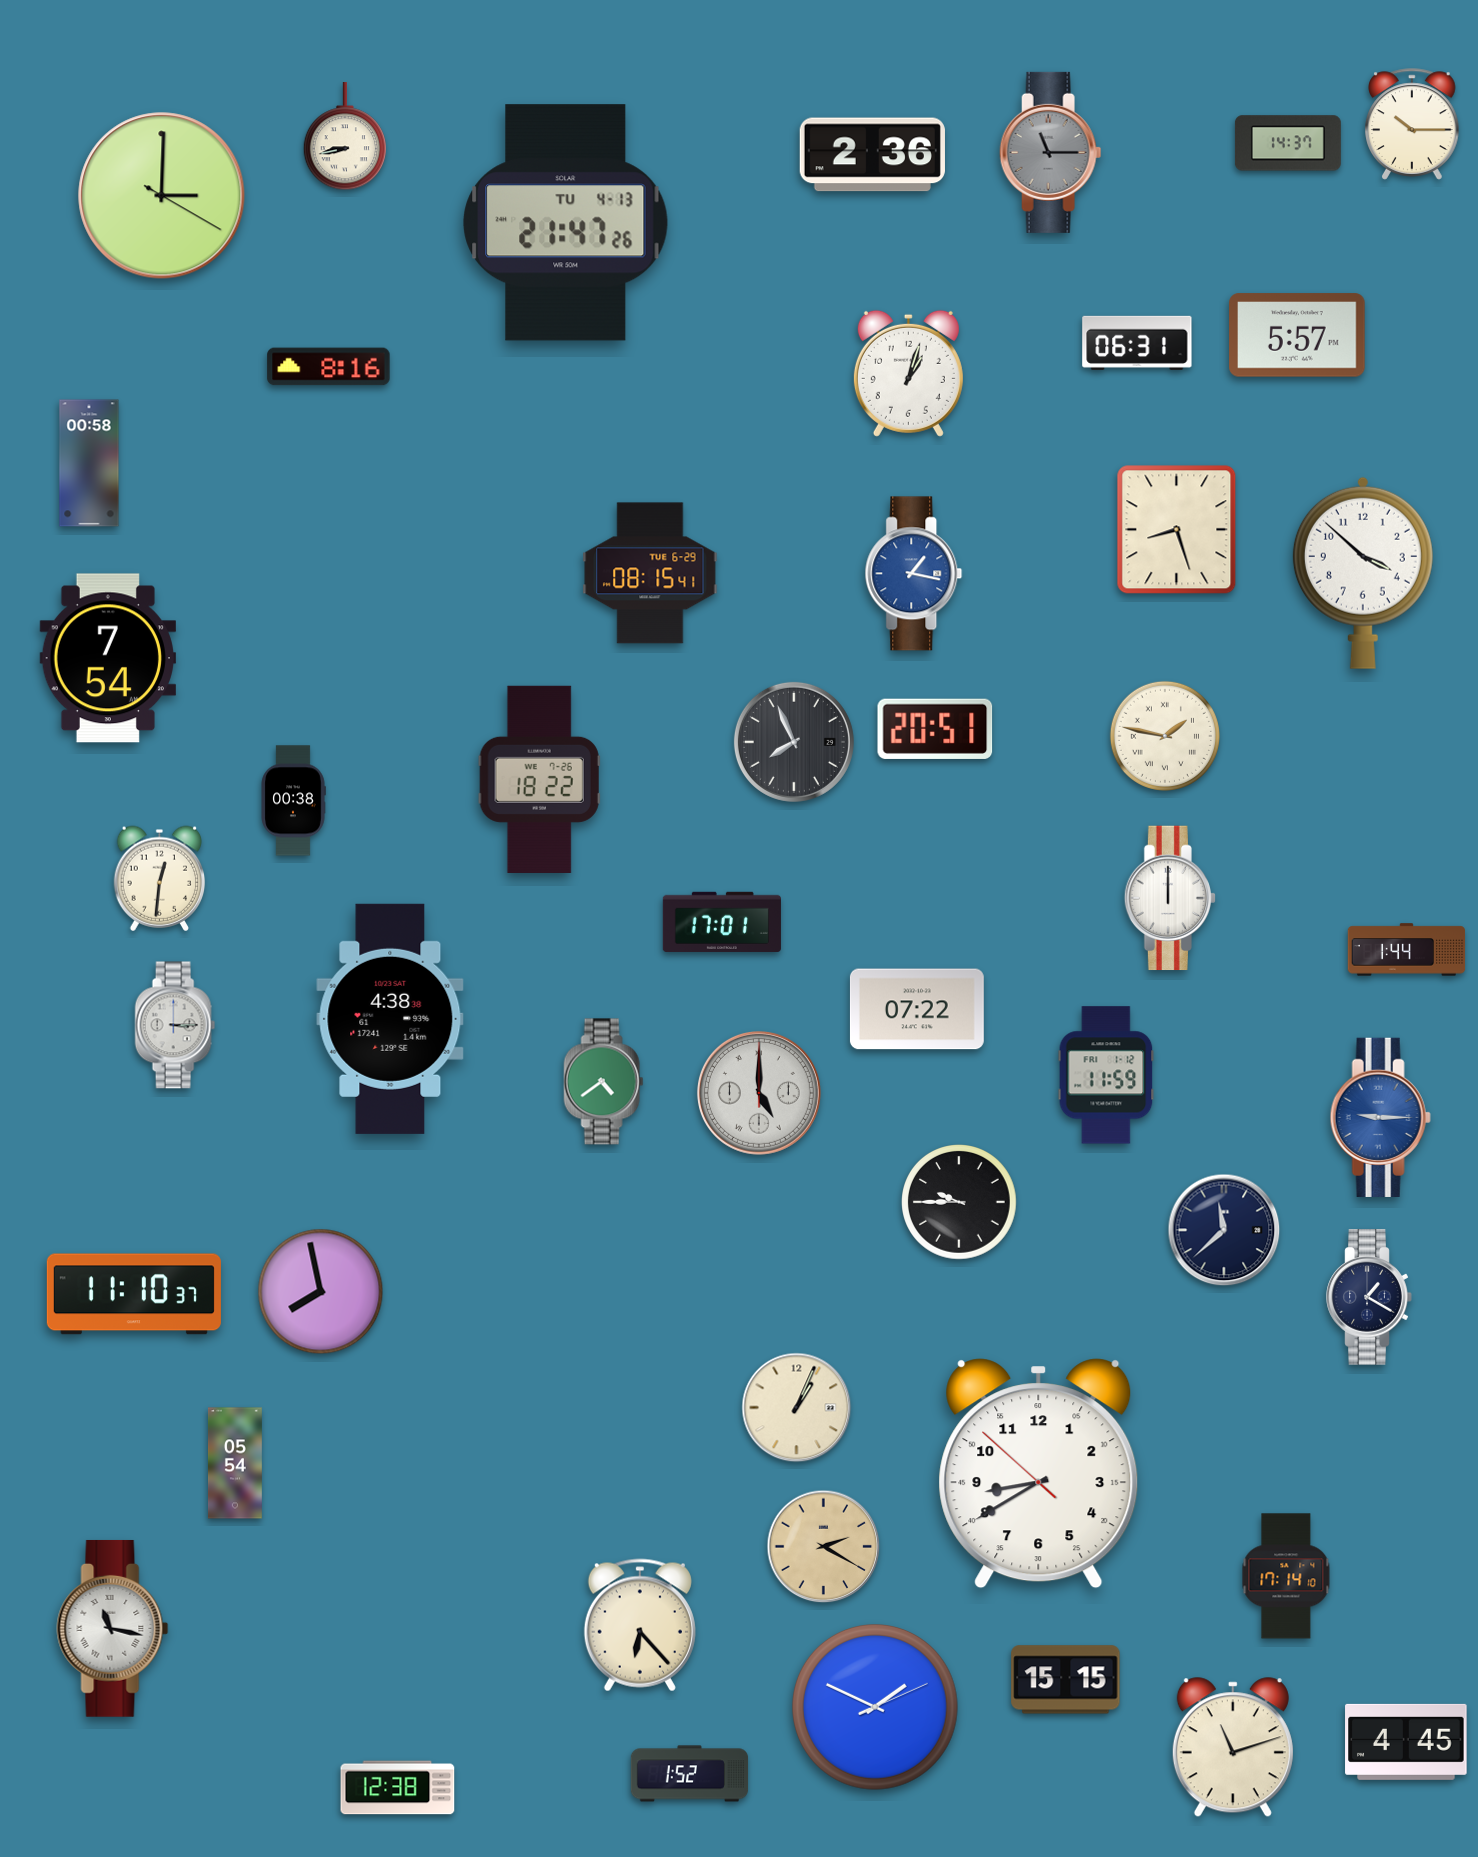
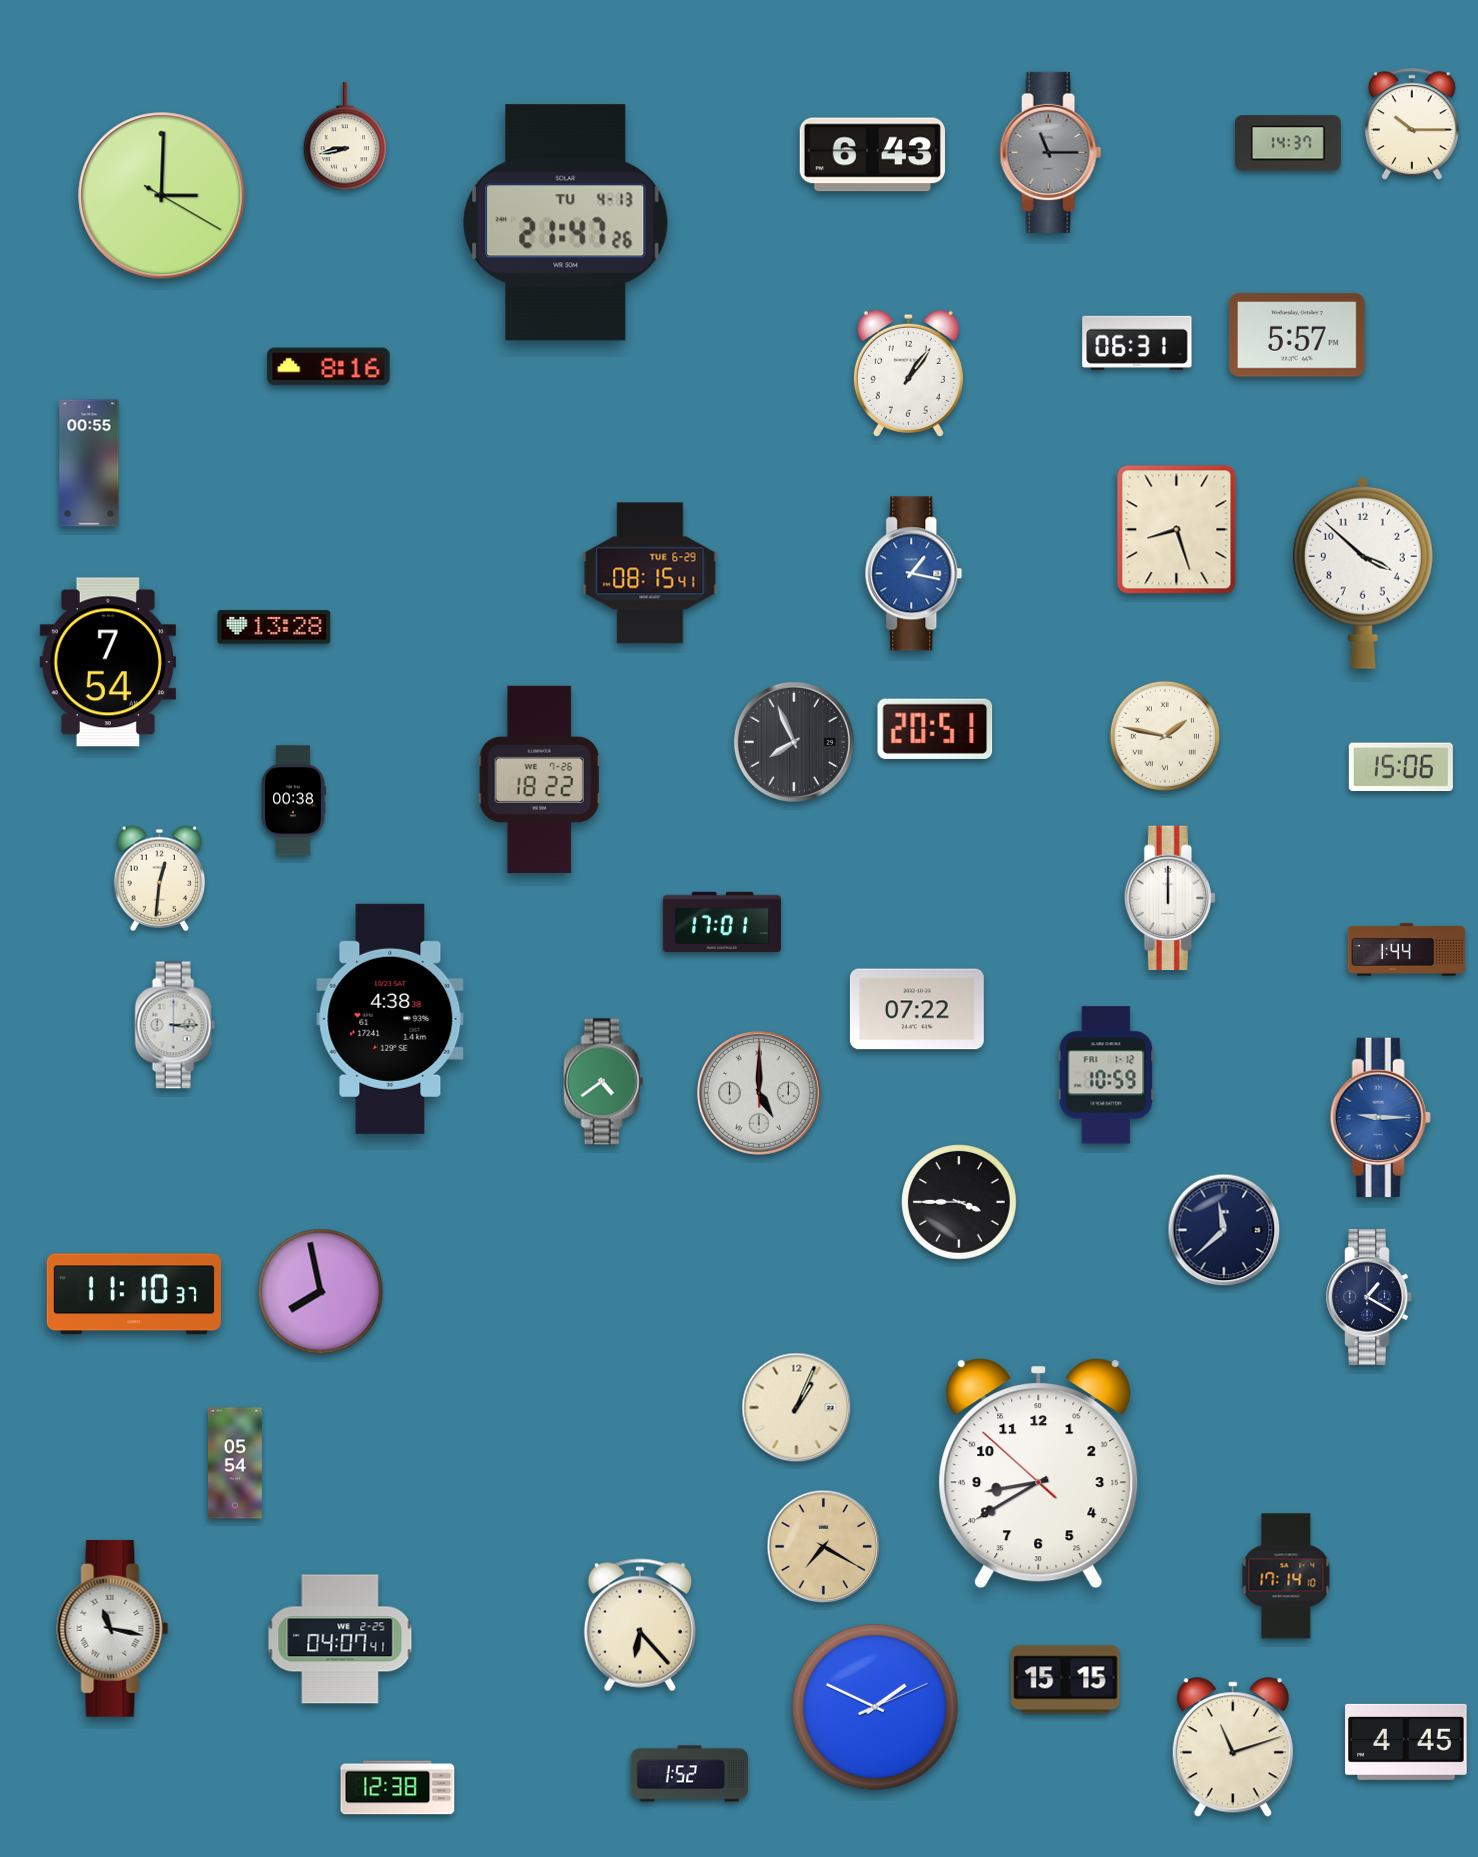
clock at (872, 155): 2:36 -> 6:43
clock at (908, 373): 1:03 -> 1:06
clock at (89, 463): 00:58 -> 00:55
clock at (274, 627): none -> 13:28
clock at (108, 658) position: (108, 658) -> (108, 662)
clock at (1401, 767): none -> 15:06
clock at (1106, 1075): 11:59 -> 10:59
clock at (960, 1203): 9:45 -> 3:45
clock at (824, 1547): 2:20 -> 7:20
clock at (340, 1639): none -> 04:07
